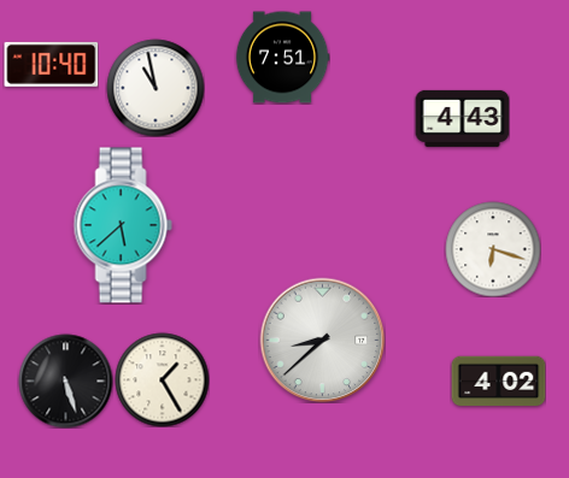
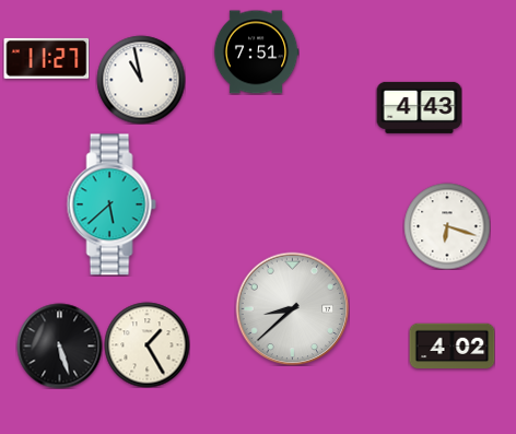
clock at (51, 64): 10:40 -> 11:27
